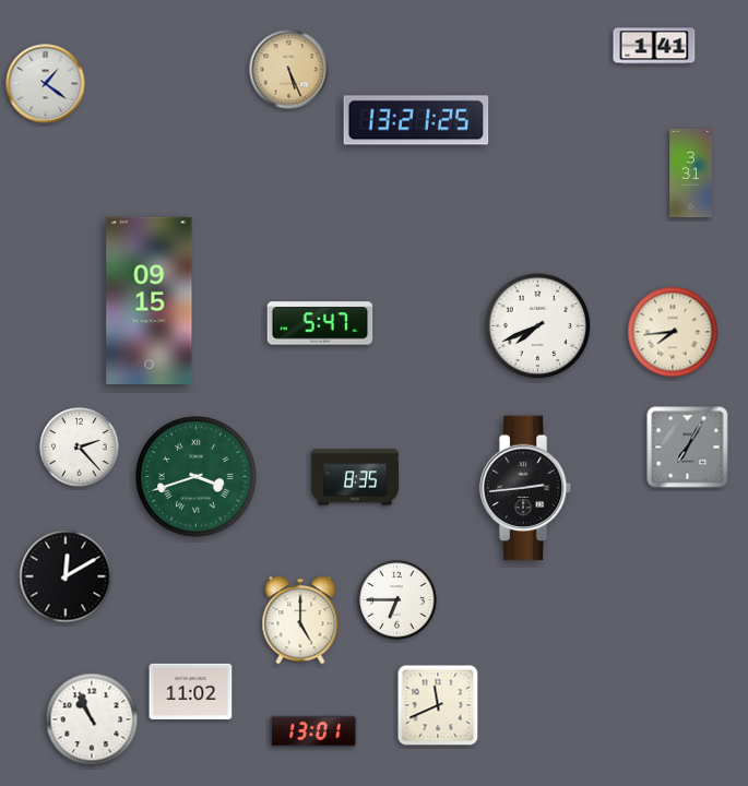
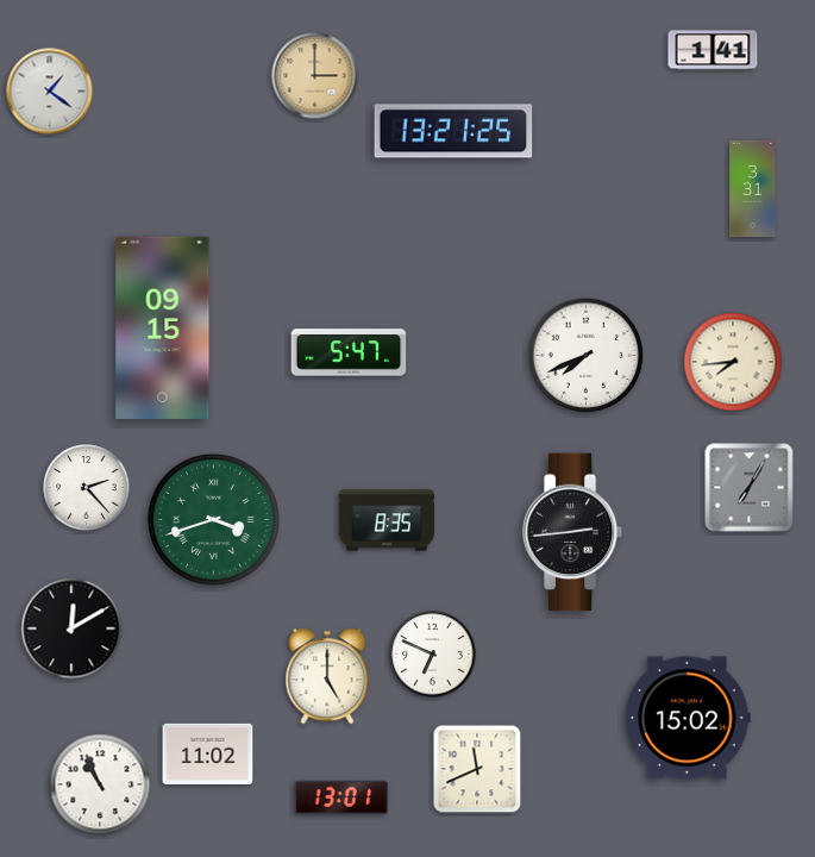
clock at (289, 70): 5:26 -> 3:00
clock at (397, 600): 6:45 -> 6:49
clock at (688, 718): none -> 15:02
